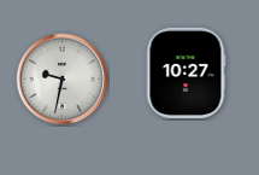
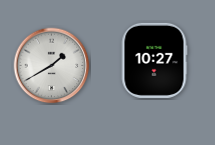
clock at (63, 80): 9:32 -> 1:40
